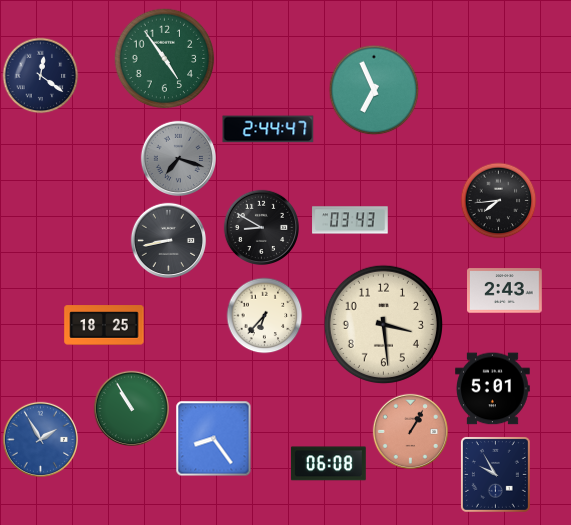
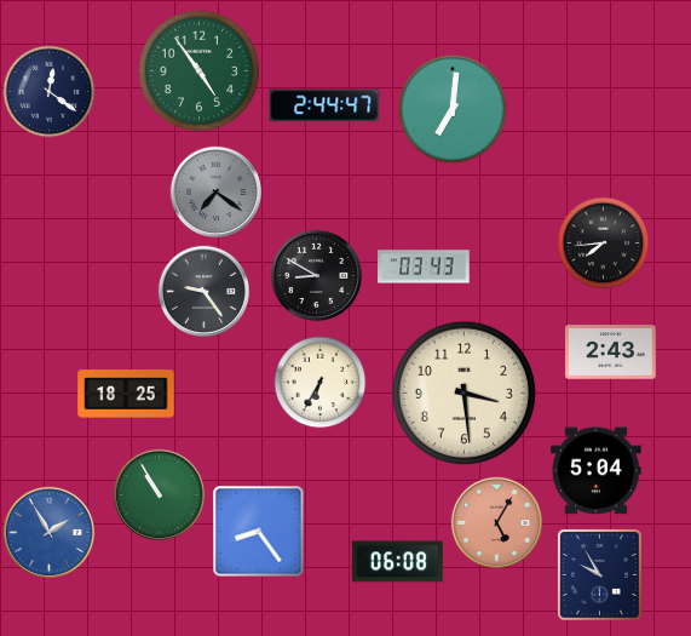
clock at (374, 90): 6:56 -> 7:01
clock at (268, 129) position: (268, 129) -> (324, 105)
clock at (178, 158): 7:18 -> 7:21
clock at (168, 240): 8:43 -> 9:24
clock at (265, 316): 6:37 -> 6:35
clock at (493, 389): 5:01 -> 5:04
clock at (410, 431): 1:05 -> 5:05
